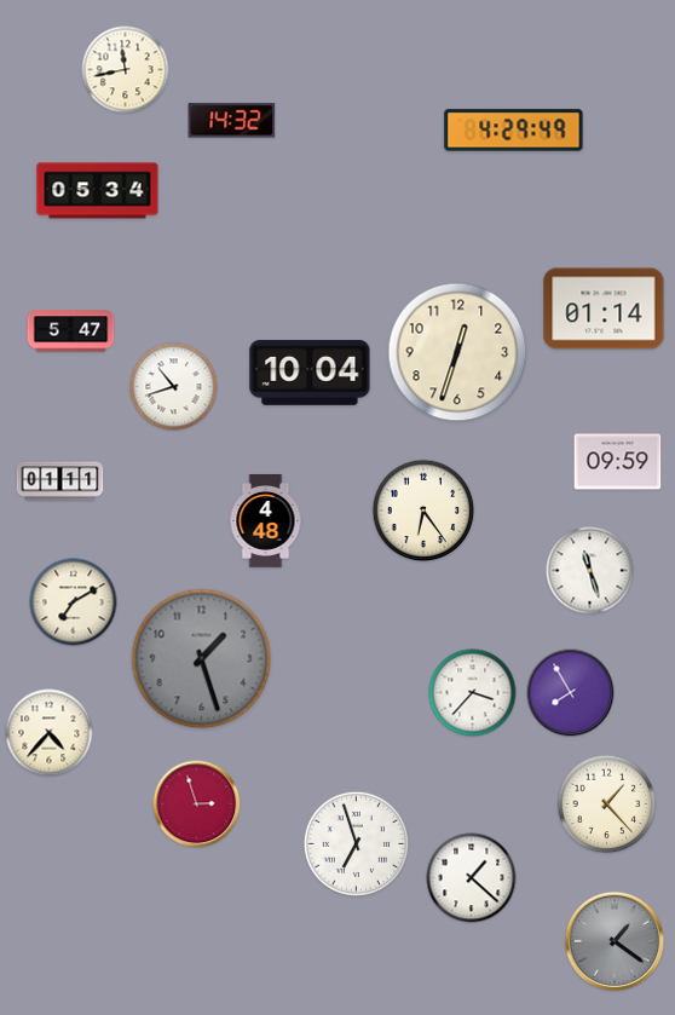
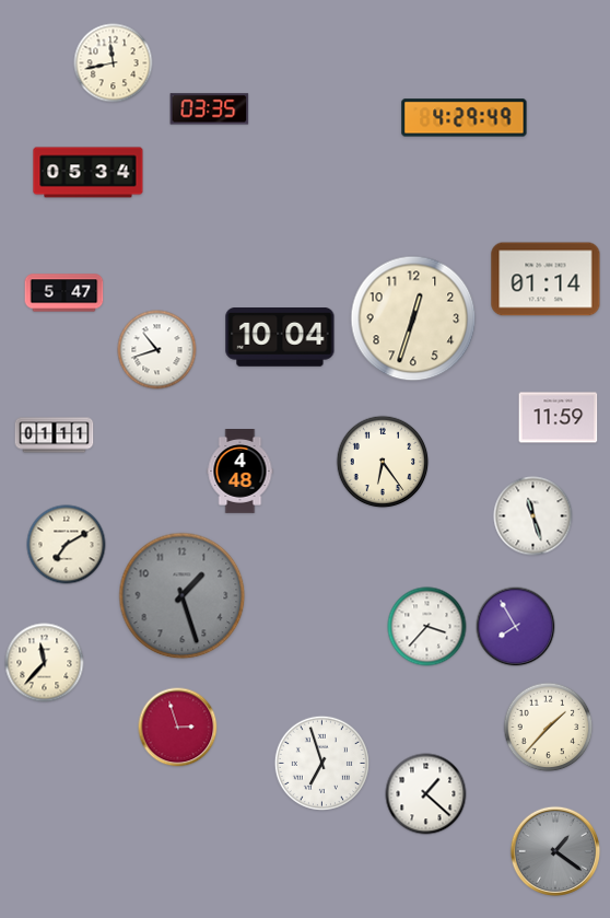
clock at (232, 121): 14:32 -> 03:35
clock at (71, 331) position: (71, 331) -> (64, 293)
clock at (618, 462): 09:59 -> 11:59
clock at (50, 733): 4:37 -> 11:37
clock at (607, 804): 1:23 -> 1:37
